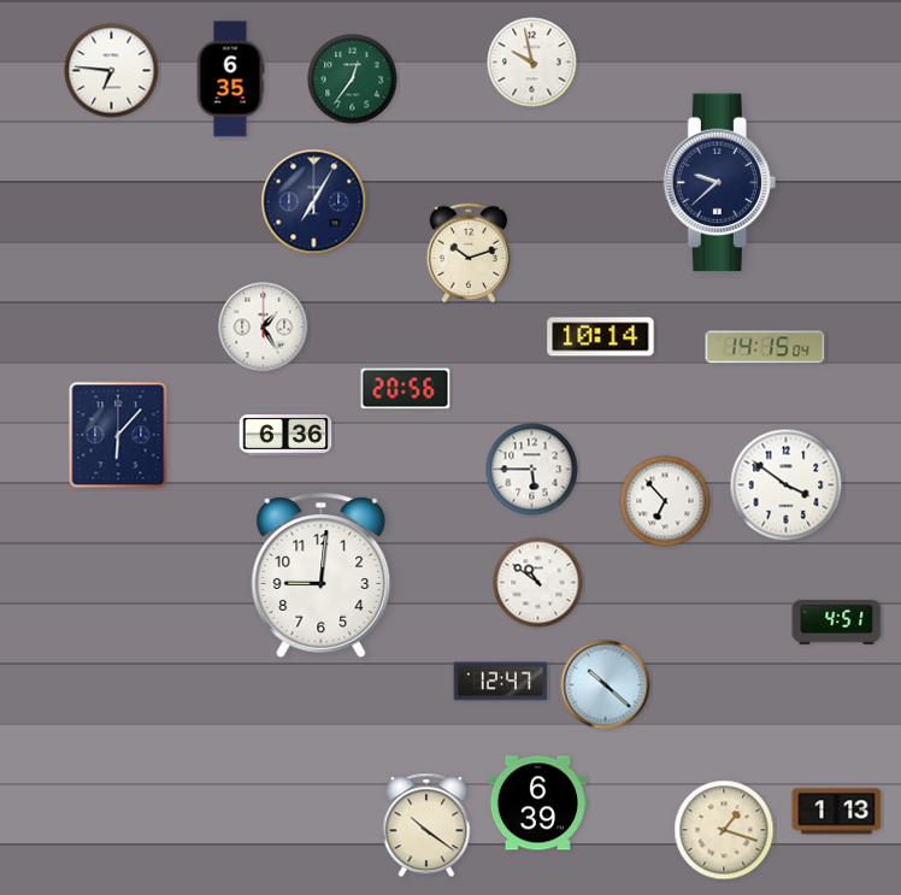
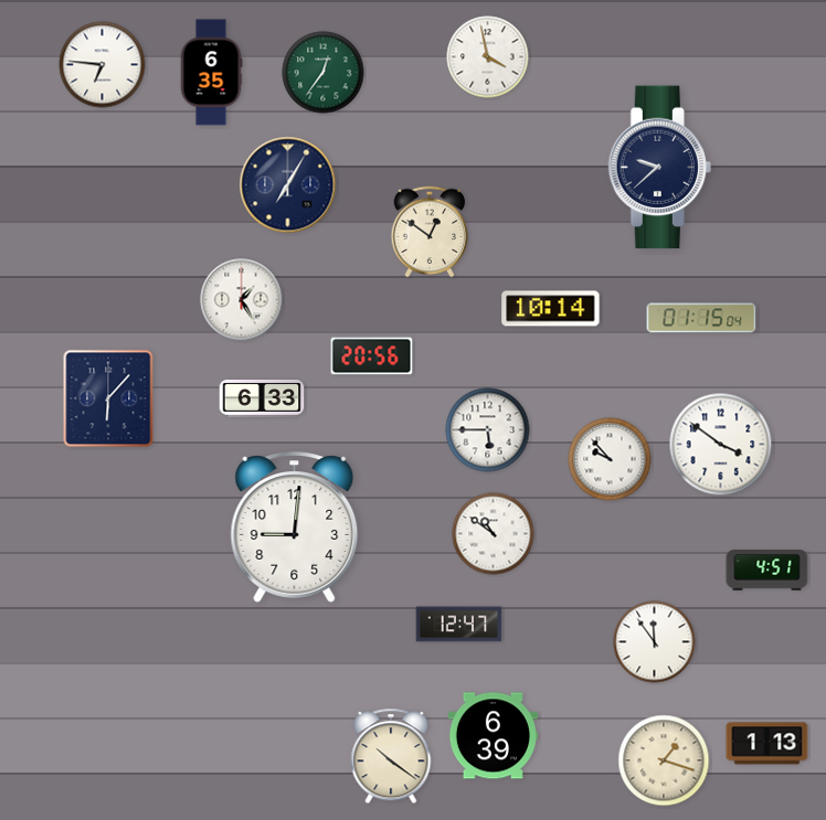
clock at (532, 63): 9:58 -> 3:58
clock at (469, 253): 10:12 -> 12:51
clock at (765, 347): 14:15 -> 01:15
clock at (285, 436): 6:36 -> 6:33
clock at (665, 501): 6:53 -> 9:53
clock at (606, 685): 10:22 -> none
clock at (655, 642): none -> 11:54
